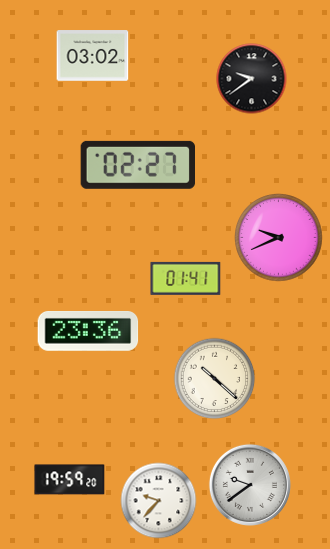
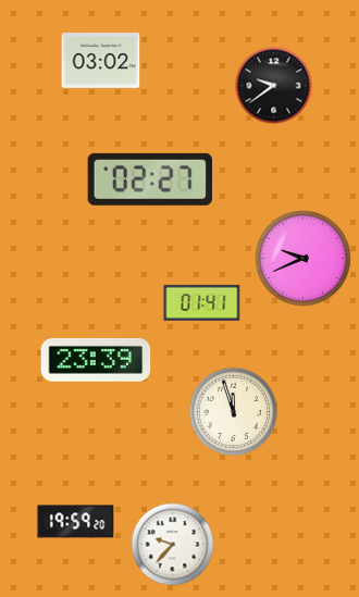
clock at (88, 331): 23:36 -> 23:39
clock at (215, 379): 10:22 -> 11:57
clock at (250, 485): 9:39 -> none
